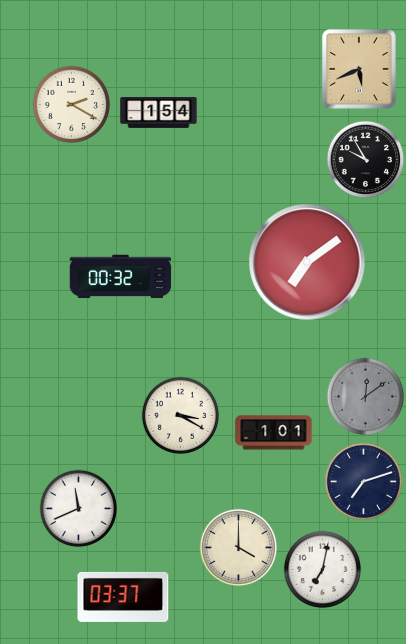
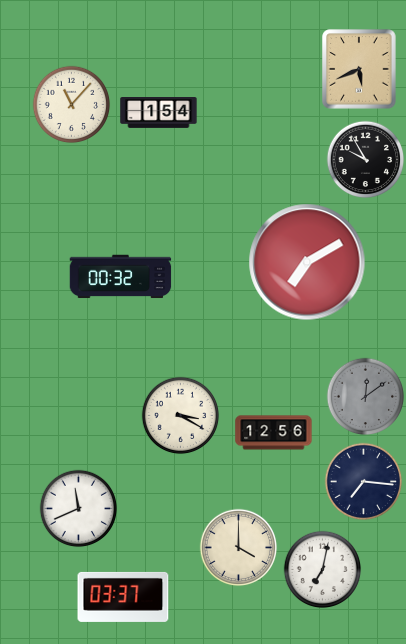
clock at (71, 104): 2:20 -> 11:07
clock at (307, 262): 7:09 -> 7:10
clock at (274, 433): 1:01 -> 12:56
clock at (363, 481): 7:12 -> 7:16
